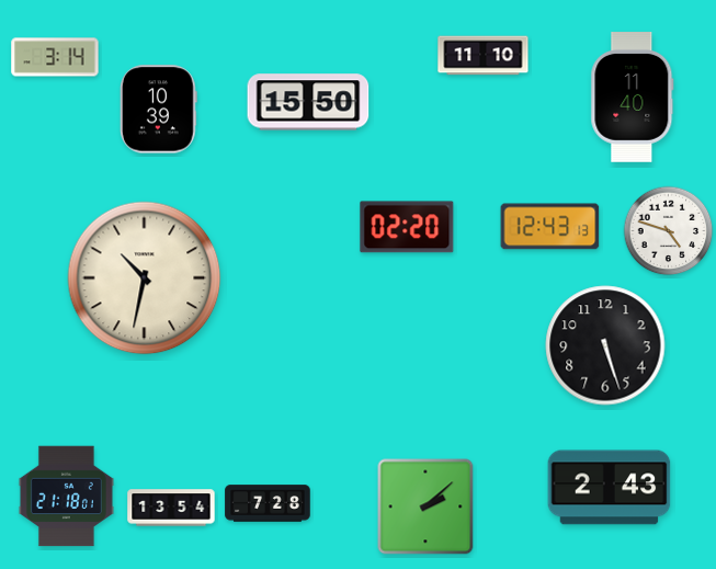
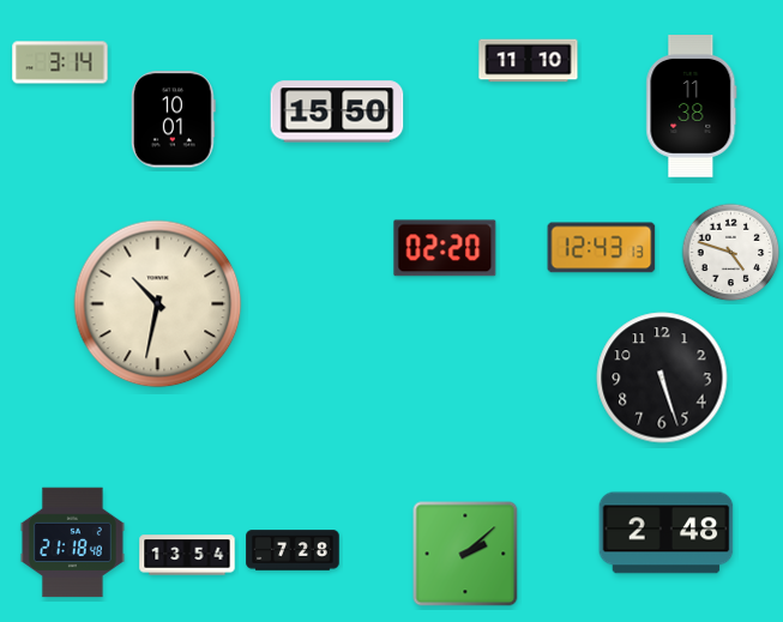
clock at (633, 98): 11:40 -> 11:38
clock at (158, 110): 10:39 -> 10:01
clock at (610, 488): 2:43 -> 2:48
clock at (66, 497): 21:18:01 -> 21:18:48
